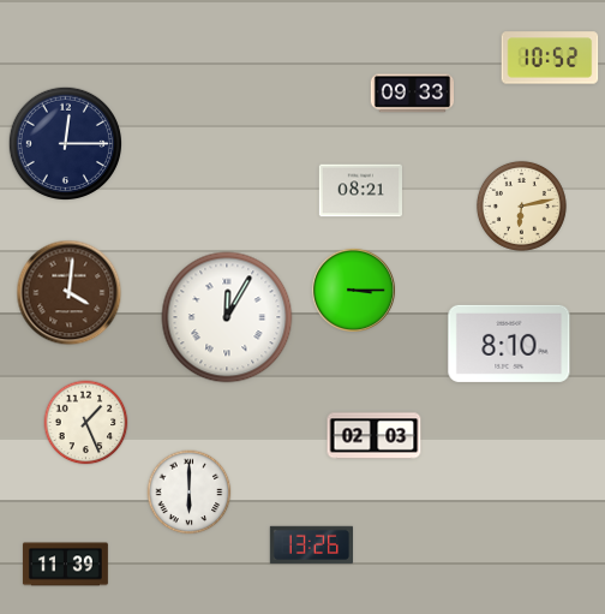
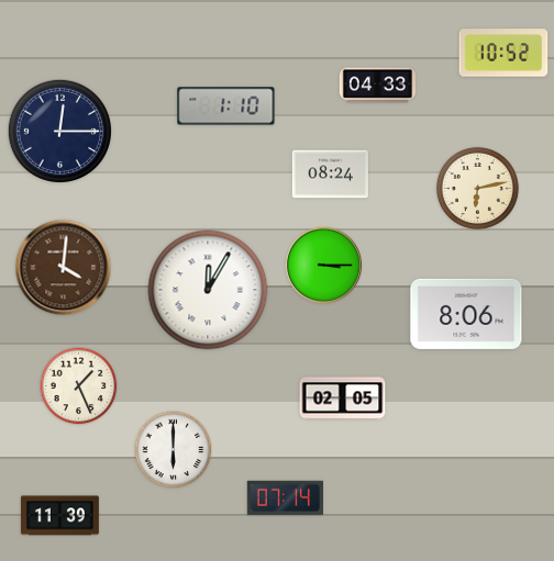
clock at (413, 94): 09:33 -> 04:33
clock at (226, 106): none -> 1:10
clock at (360, 191): 08:21 -> 08:24
clock at (509, 344): 8:10 -> 8:06
clock at (375, 436): 02:03 -> 02:05
clock at (311, 546): 13:26 -> 07:14
